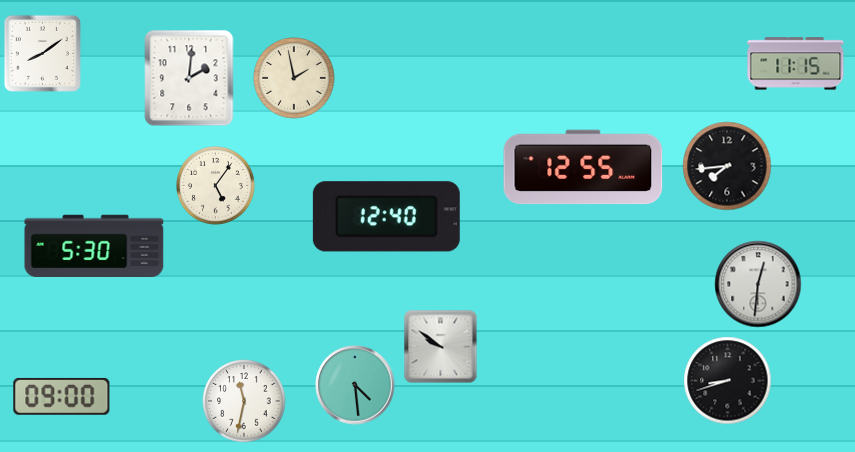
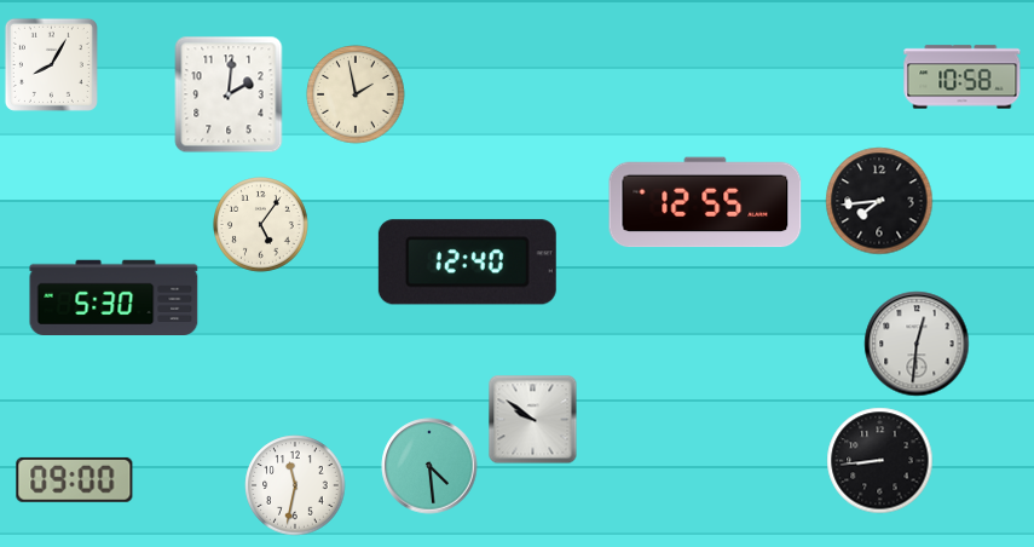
clock at (42, 53): 8:09 -> 8:05
clock at (796, 64): 11:15 -> 10:58
clock at (728, 381): 8:42 -> 8:44
